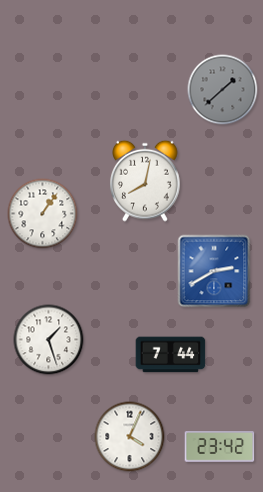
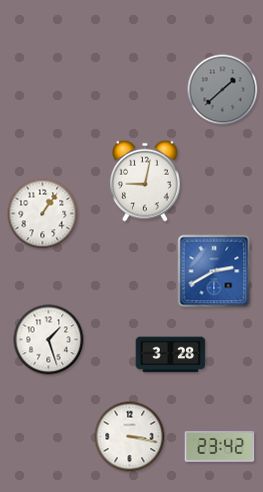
clock at (146, 181): 8:02 -> 9:02
clock at (171, 355): 7:44 -> 3:28
clock at (130, 437): 4:04 -> 3:17
